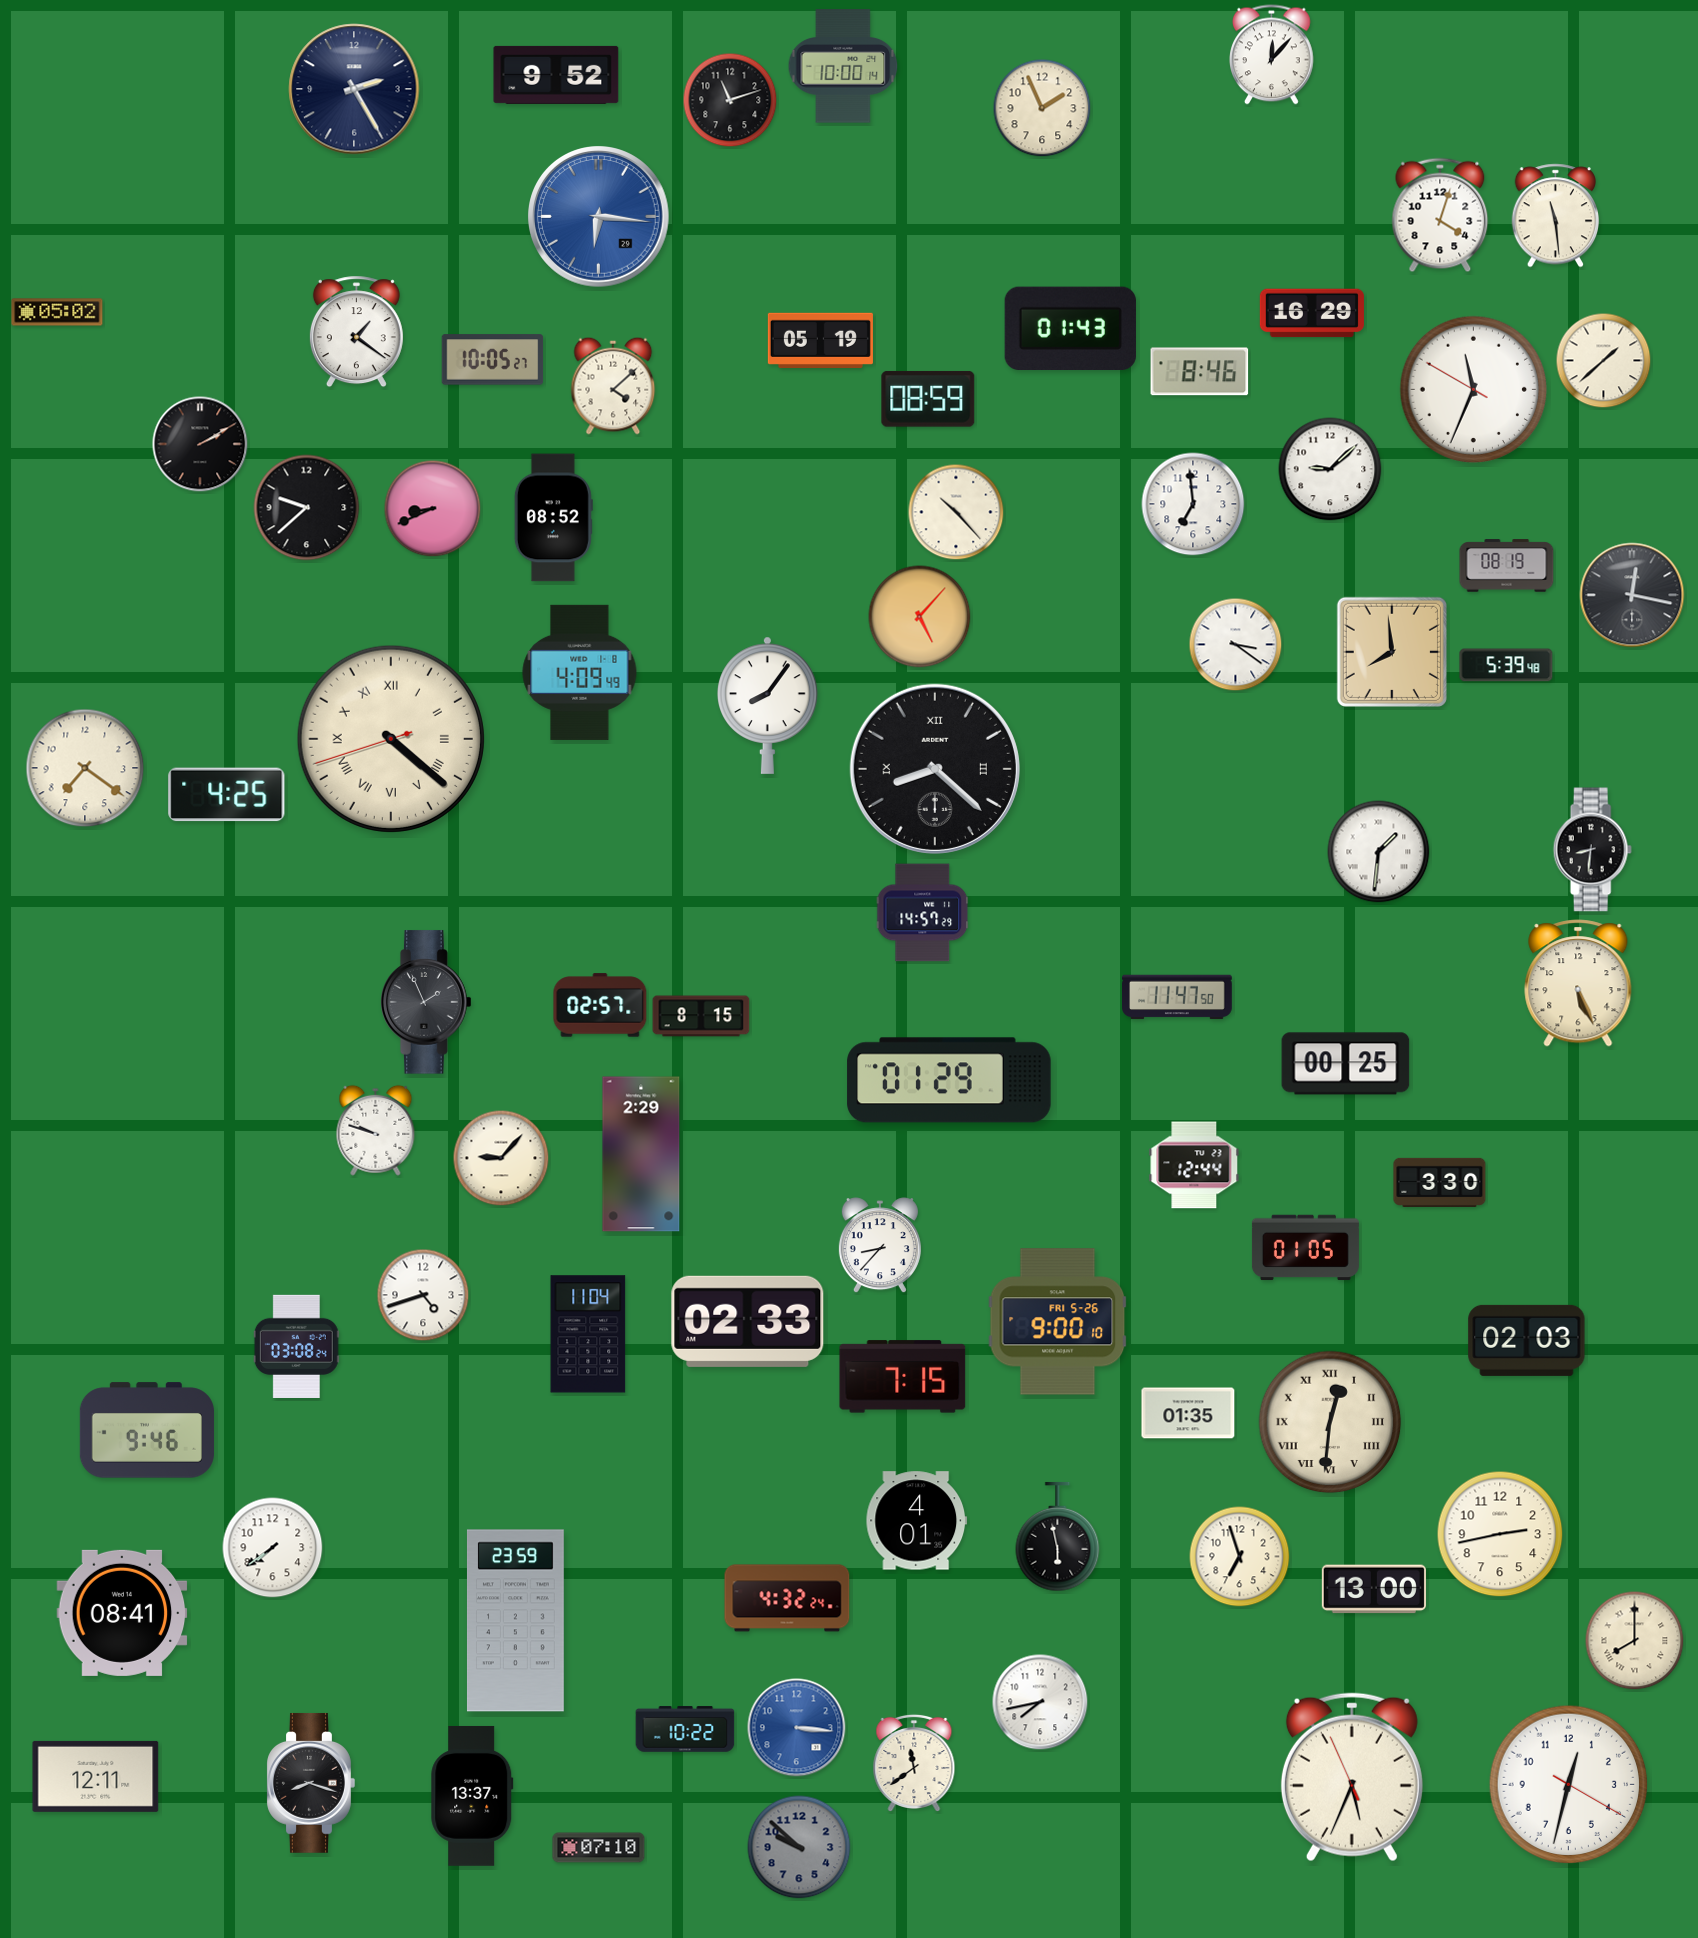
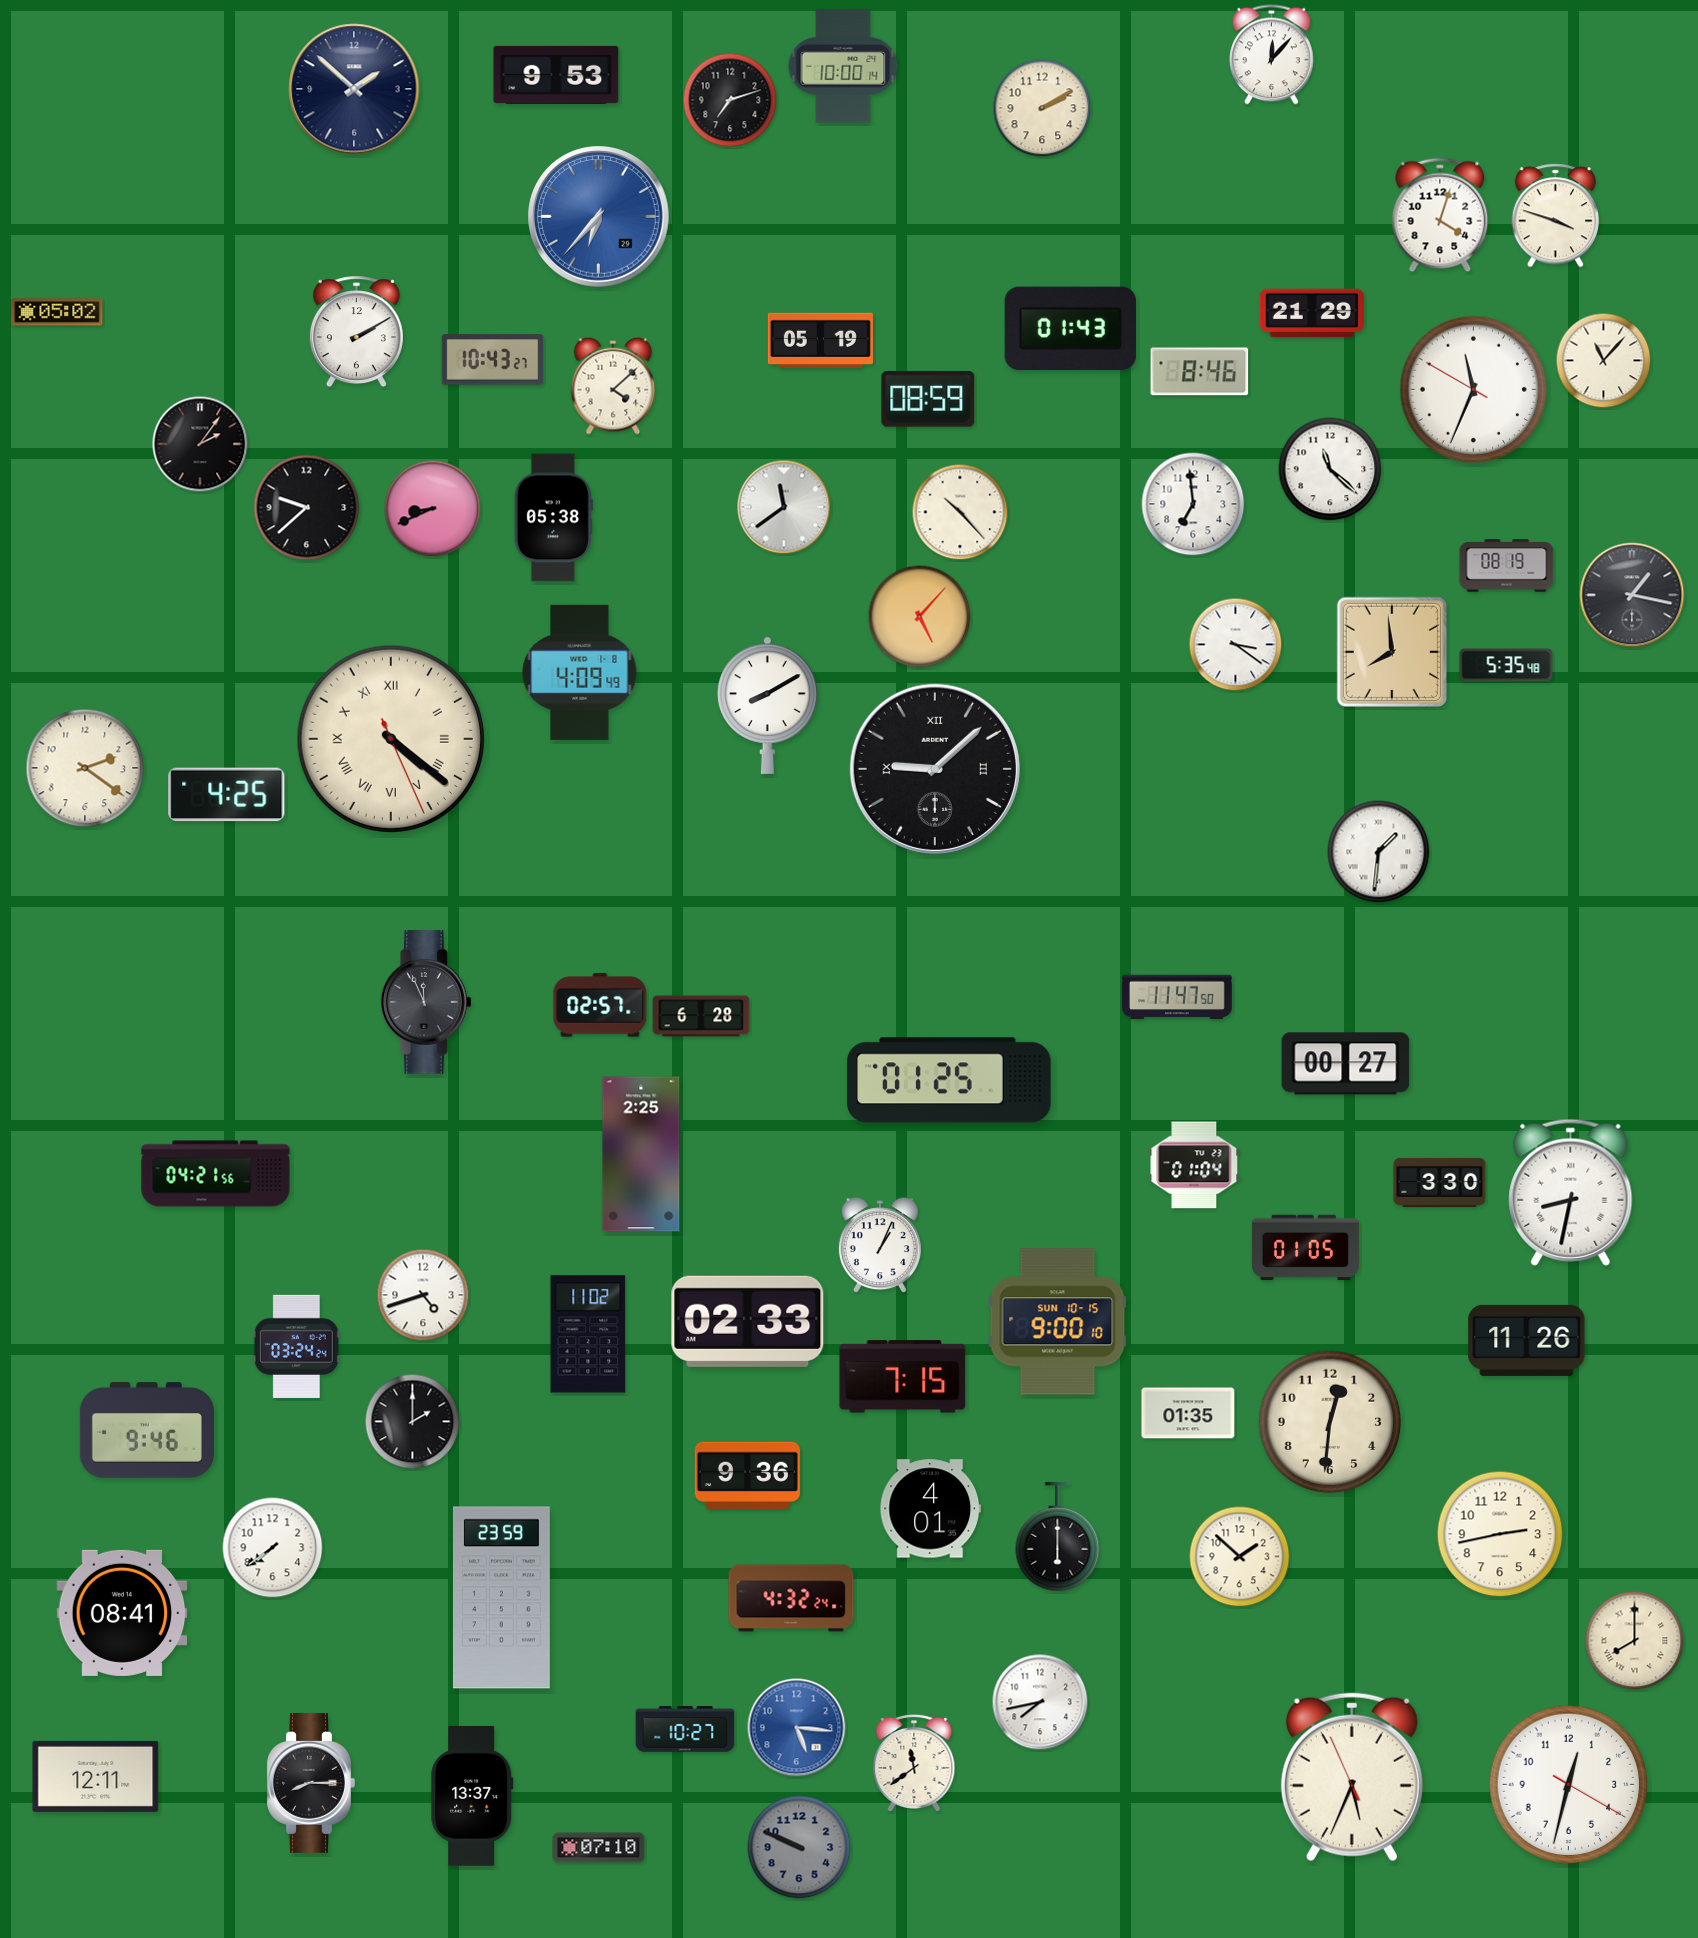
clock at (556, 75): 9:52 -> 9:53
clock at (354, 89): 2:25 -> 1:52
clock at (730, 100): 11:12 -> 7:12
clock at (1042, 108): 1:56 -> 2:10
clock at (1556, 216): 11:29 -> 3:48
clock at (599, 217): 6:16 -> 6:37
clock at (1312, 313): 16:29 -> 21:29
clock at (356, 332): 1:21 -> 2:10
clock at (493, 360): 10:05 -> 10:43
clock at (1604, 361): 1:38 -> 11:07
clock at (200, 444): 2:10 -> 2:06
clock at (1330, 469): 9:08 -> 11:22
clock at (784, 507): none -> 11:39
clock at (956, 512) position: (956, 512) -> (960, 512)
clock at (553, 518): 08:52 -> 05:38
clock at (1632, 595): 12:17 -> 1:17
clock at (1506, 665): 5:39 -> 5:35
clock at (768, 705): 8:06 -> 8:10
clock at (391, 739): 4:21:42 -> 4:21:26
clock at (85, 768): 7:21 -> 2:21
clock at (935, 769): 8:22 -> 9:08
clock at (1592, 850): 8:31 -> none
clock at (923, 913): 14:57 -> none
clock at (1578, 983): 5:26 -> none
clock at (426, 1002): 1:56 -> 11:56
clock at (701, 1016): 8:15 -> 6:28
clock at (1346, 1064): 00:25 -> 00:27
clock at (949, 1080): 01:29 -> 01:25
clock at (376, 1130): 9:48 -> none
clock at (641, 1154): 2:29 -> 2:25
clock at (501, 1158): 9:07 -> none
clock at (1194, 1165): 12:44 -> 01:04
clock at (216, 1174): none -> 04:21
clock at (1571, 1192): none -> 8:32
clock at (880, 1246): 8:37 -> 1:04
clock at (1058, 1322) date: FRI 5-26 -> SUN 10-15
clock at (588, 1334): 11:04 -> 11:02
clock at (1527, 1340): 02:03 -> 11:26
clock at (296, 1346): 03:08 -> 03:24
clock at (413, 1422): none -> 2:00
clock at (1330, 1422) numerals: Roman -> Arabic
clock at (747, 1475): none -> 9:36
clock at (917, 1521) position: (917, 1521) -> (931, 1509)
clock at (1058, 1537): 5:58 -> 6:00
clock at (1240, 1557): 6:57 -> 1:52
clock at (1374, 1589): 13:00 -> none
clock at (787, 1598) position: (787, 1598) -> (791, 1598)
clock at (515, 1621) position: (515, 1621) -> (501, 1598)
clock at (797, 1728): 3:16 -> 5:16
clock at (685, 1729): 10:22 -> 10:27
clock at (311, 1783): 8:18 -> 8:15
clock at (799, 1847): 9:52 -> 9:49
